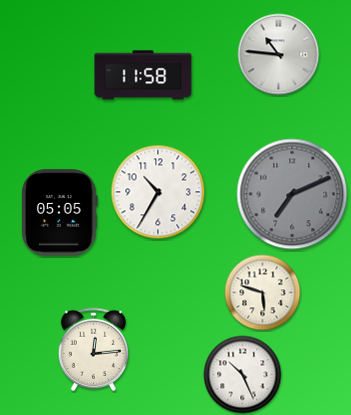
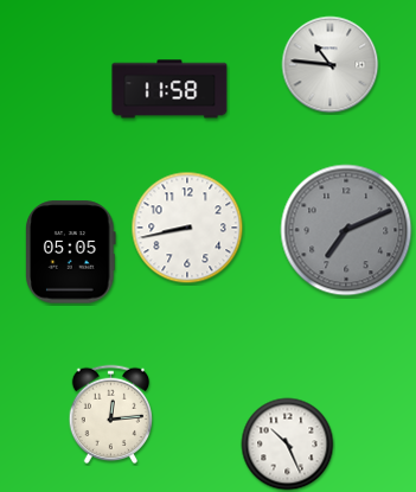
clock at (158, 192): 10:35 -> 8:43
clock at (263, 293): 5:48 -> none
